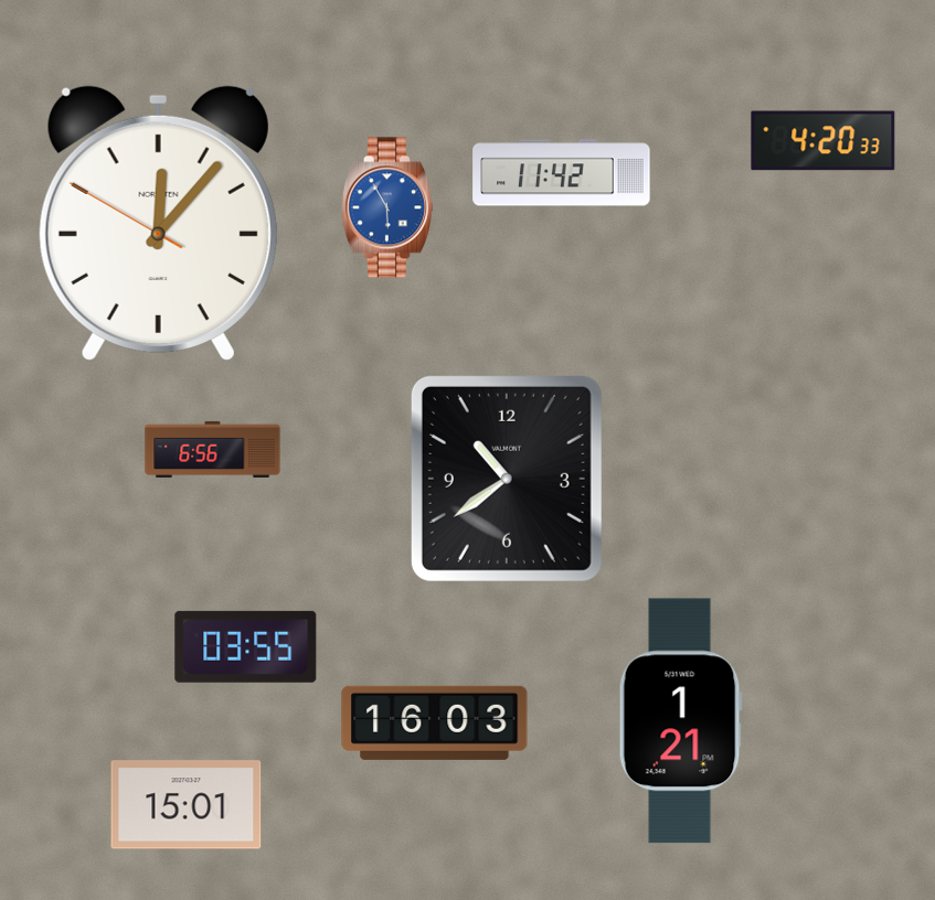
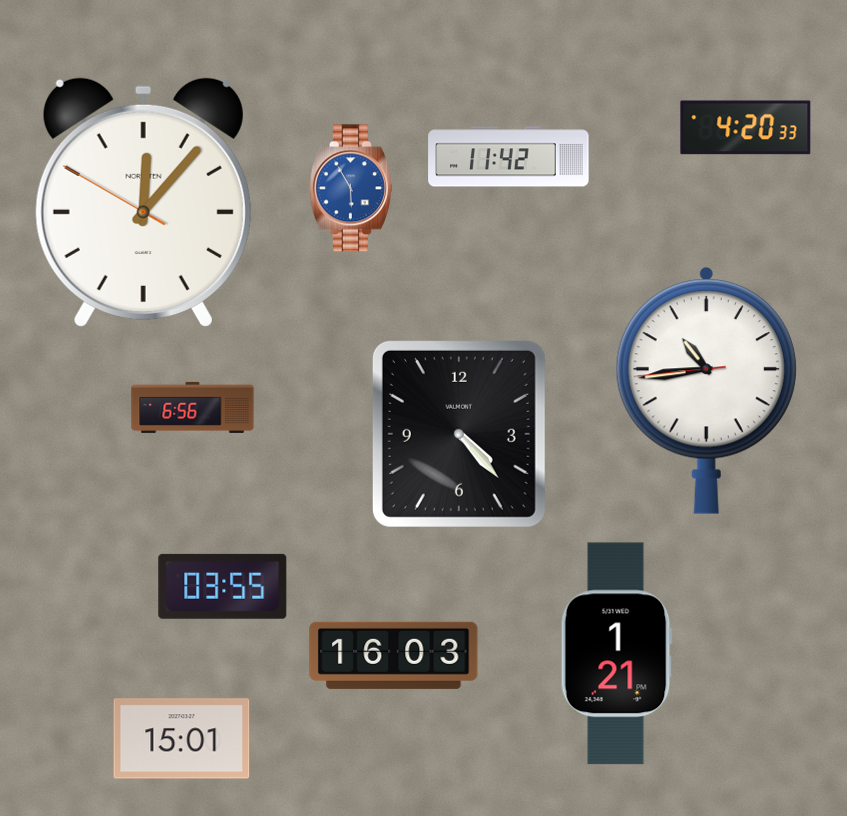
clock at (706, 390): none -> 10:43
clock at (507, 479): 10:39 -> 4:23
clock at (187, 805) position: (187, 805) -> (182, 739)
